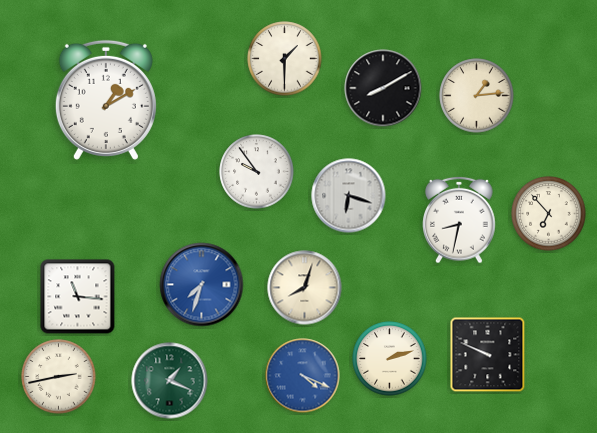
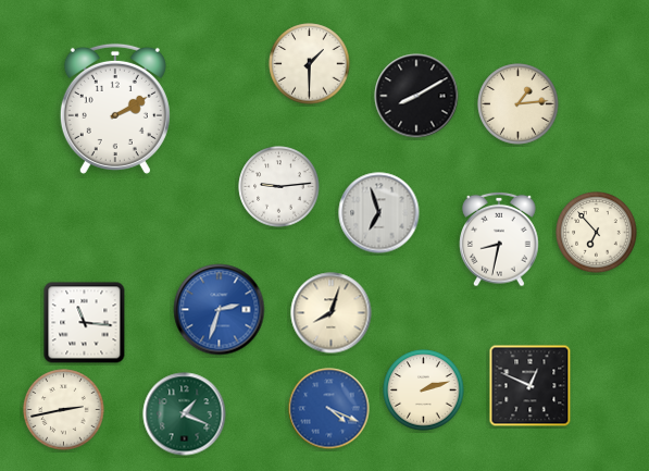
clock at (106, 100): 1:10 -> 2:10
clock at (257, 172): 9:54 -> 9:14
clock at (349, 196): 6:18 -> 6:57
clock at (202, 285): 7:33 -> 2:33
clock at (488, 355): 9:49 -> 12:49
